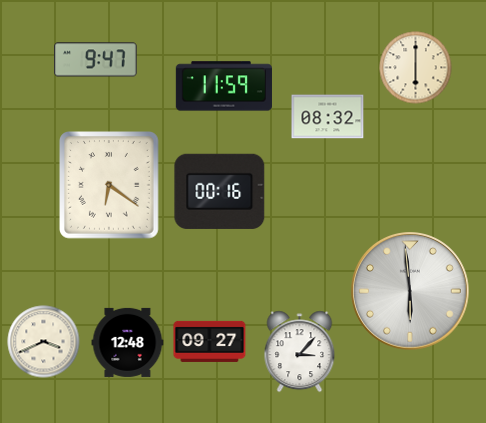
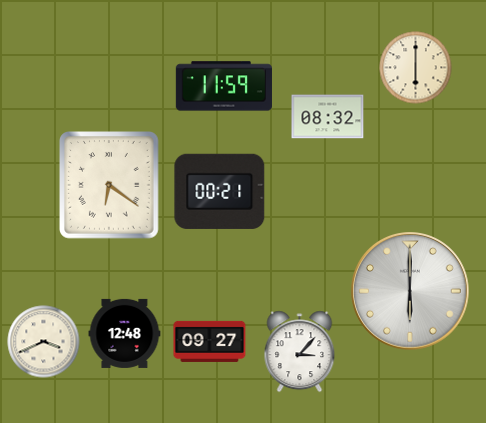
clock at (96, 60): 9:47 -> none
clock at (220, 191): 00:16 -> 00:21
clock at (411, 292): 5:59 -> 6:00
clock at (128, 342) position: (128, 342) -> (125, 333)
